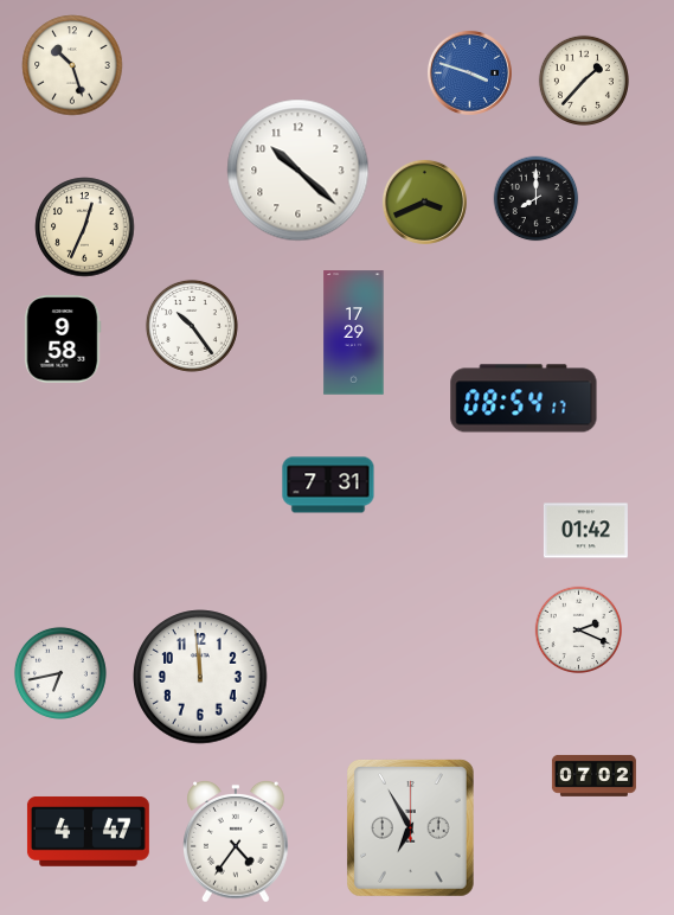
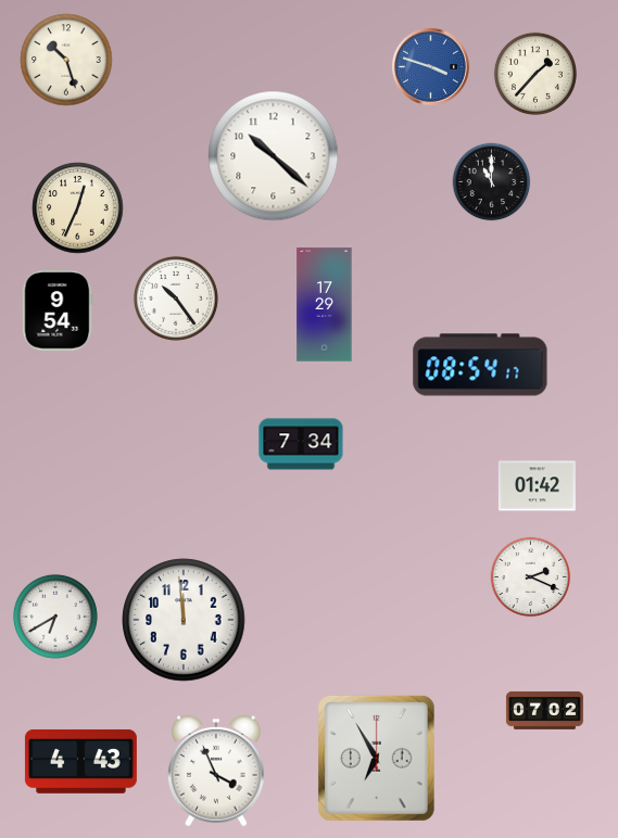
clock at (537, 199): 8:00 -> 11:00
clock at (424, 201): 3:41 -> none
clock at (63, 339): 9:58 -> 9:54
clock at (328, 485): 7:31 -> 7:34
clock at (60, 673): 6:43 -> 6:40
clock at (88, 831): 4:47 -> 4:43
clock at (236, 843): 4:36 -> 3:56
